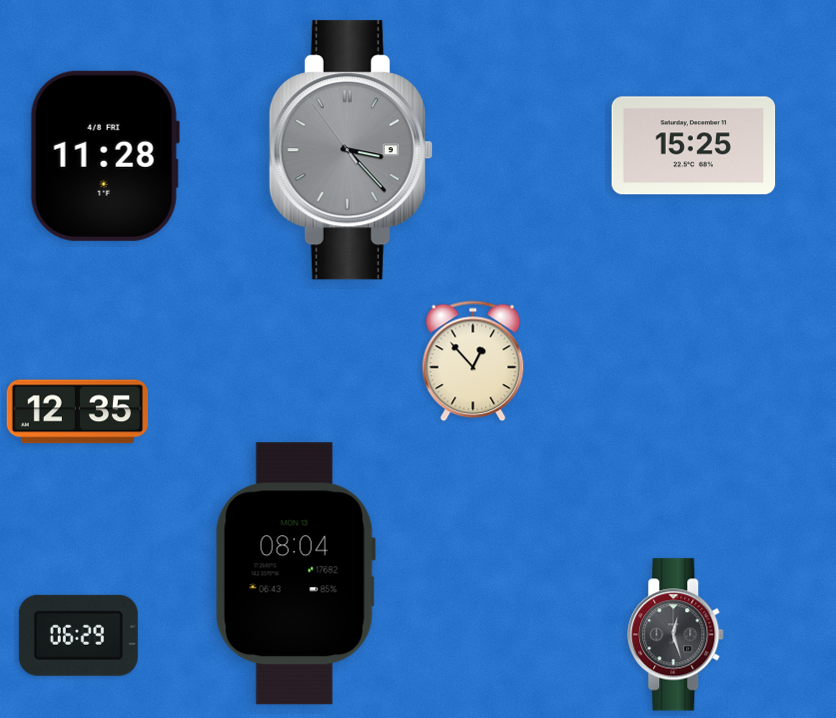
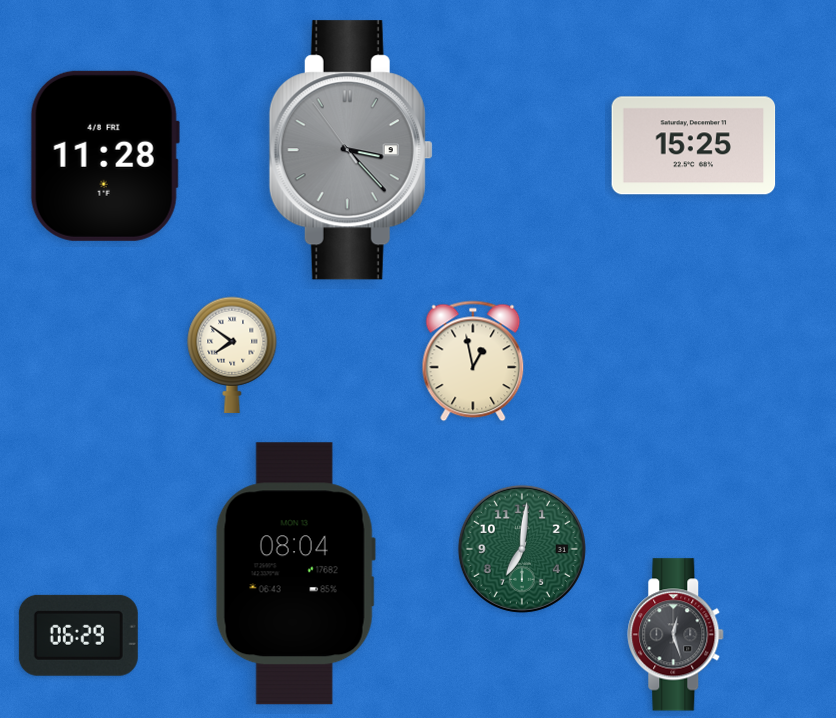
clock at (232, 355): none -> 7:51
clock at (473, 361): 12:53 -> 12:58
clock at (77, 412): 12:35 -> none
clock at (522, 549): none -> 7:01
